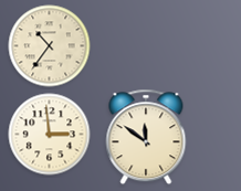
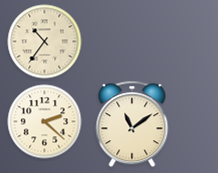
clock at (50, 135): 2:59 -> 2:22
clock at (146, 137): 11:51 -> 11:09
